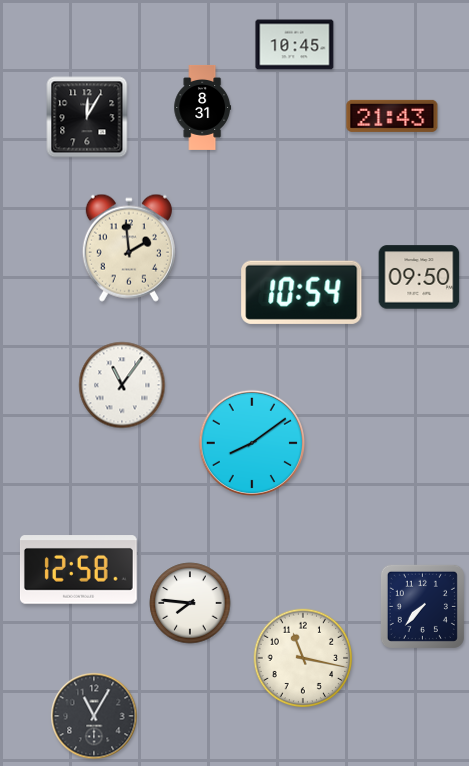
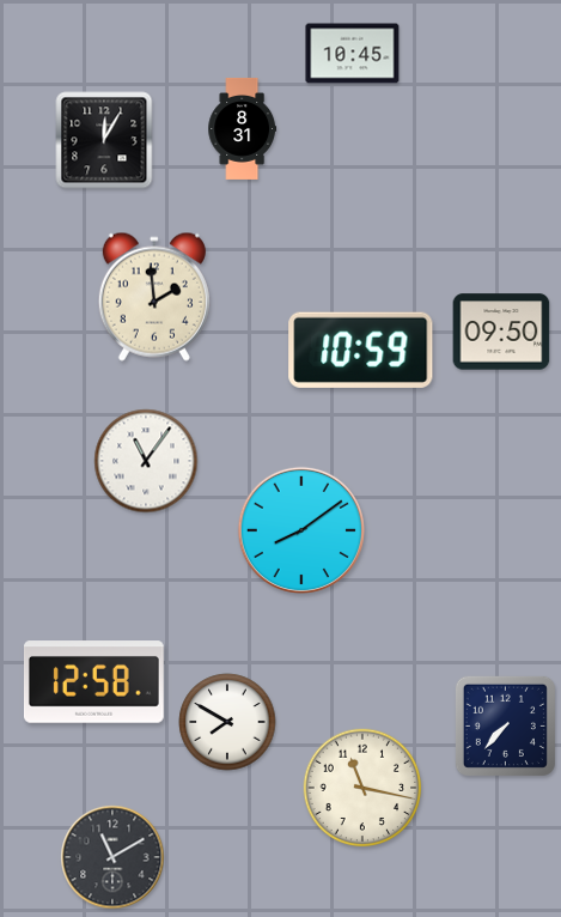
clock at (392, 116): 21:43 -> none
clock at (302, 292): 10:54 -> 10:59
clock at (190, 603): 7:46 -> 7:50
clock at (94, 716): 11:05 -> 11:10
